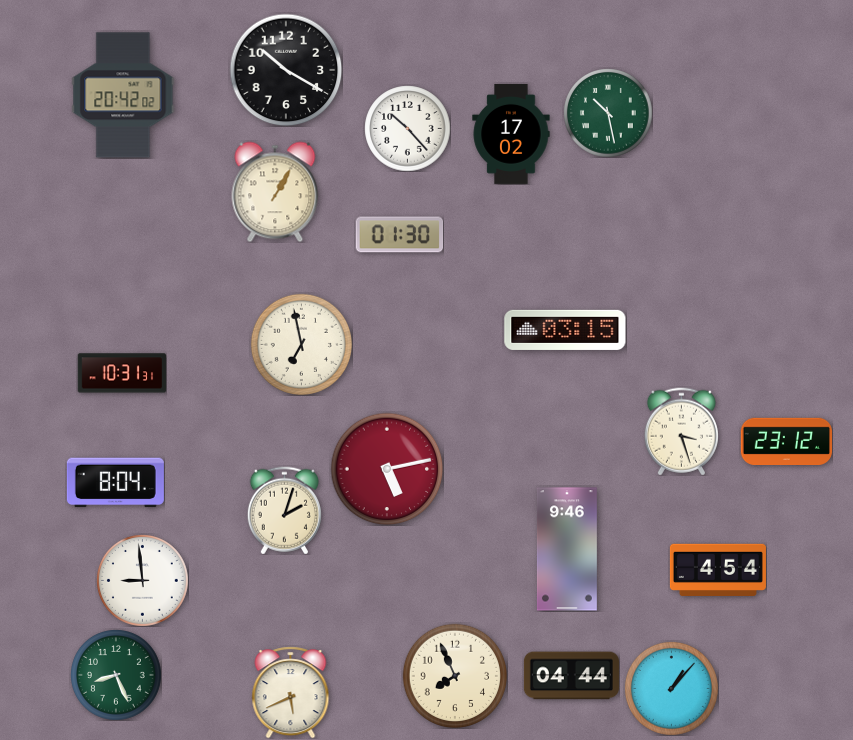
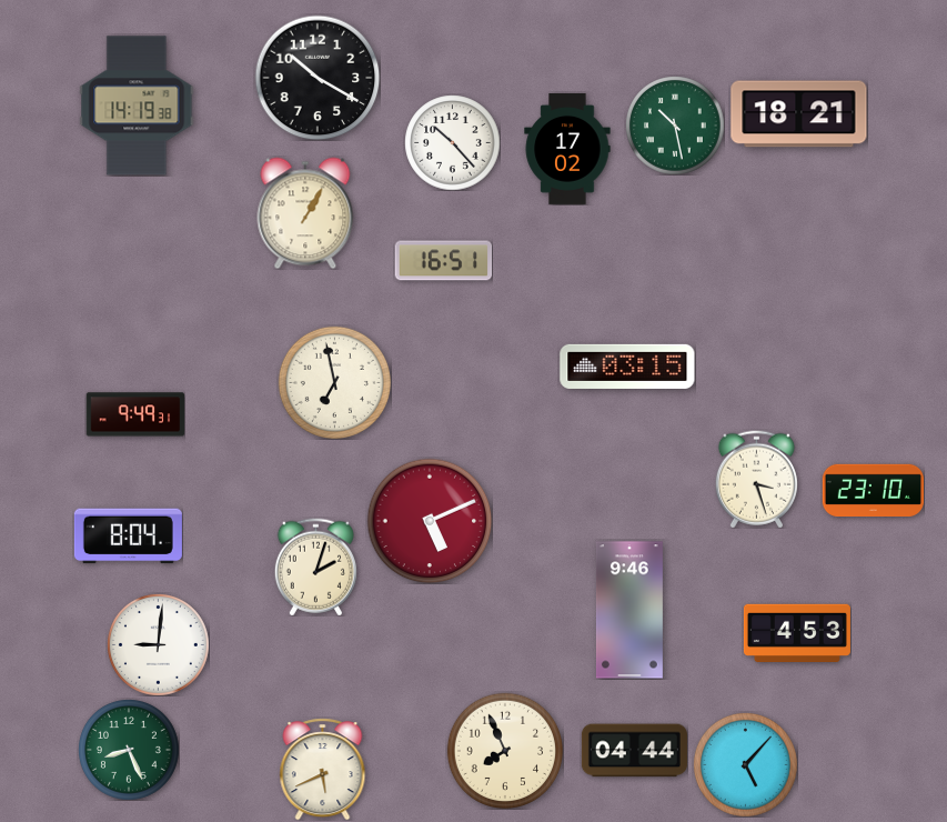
clock at (123, 95): 20:42 -> 14:19
clock at (799, 114): none -> 18:21
clock at (399, 235): 01:30 -> 16:51
clock at (122, 373): 10:31 -> 9:49
clock at (786, 441): 23:12 -> 23:10
clock at (387, 469): 5:13 -> 5:11
clock at (718, 569): 4:54 -> 4:53
clock at (142, 580): 8:59 -> 9:01
clock at (671, 688): 1:07 -> 5:07
